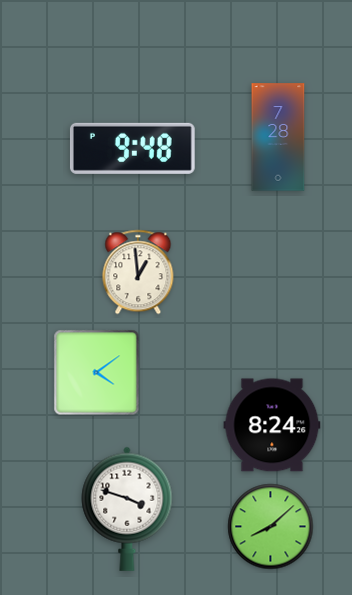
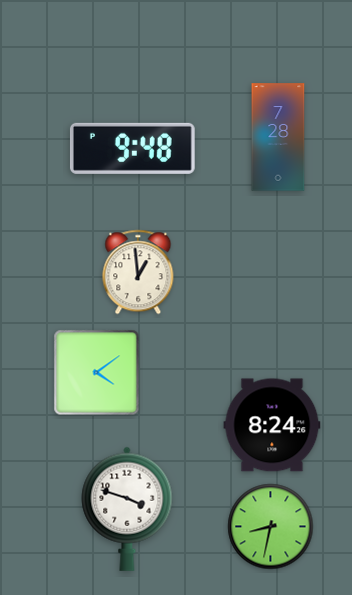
clock at (271, 527): 8:08 -> 8:32
